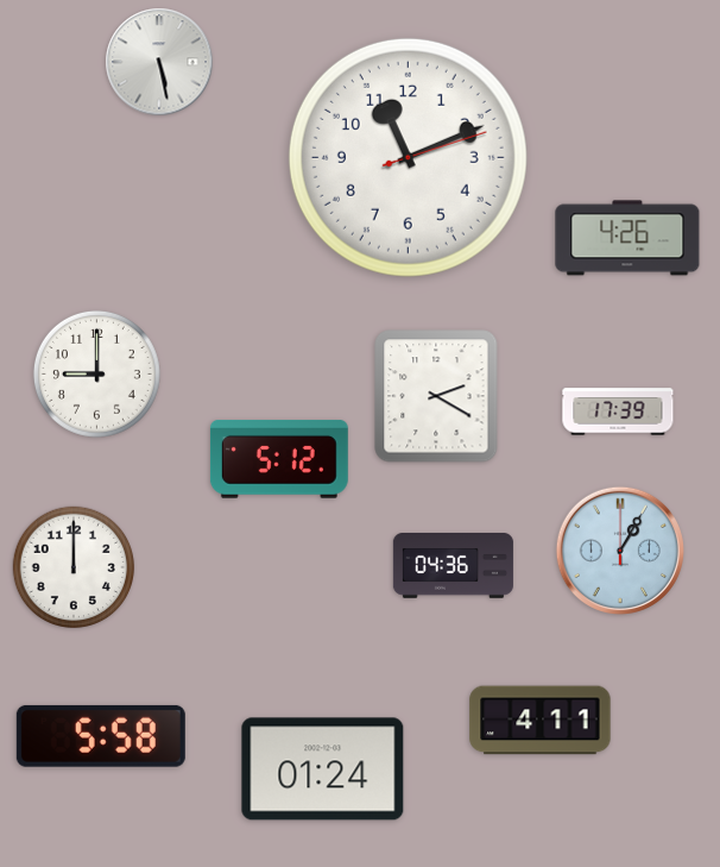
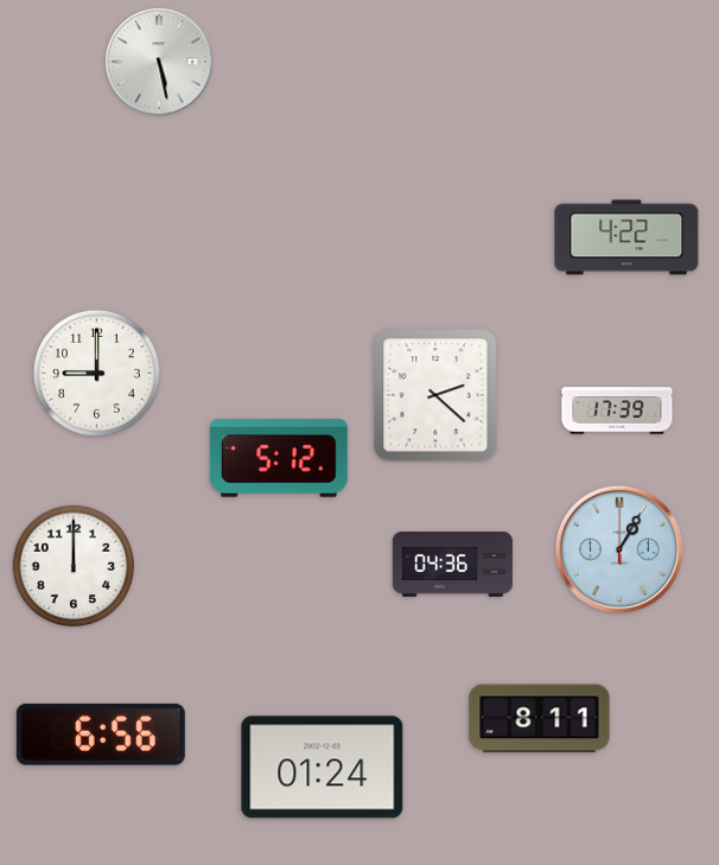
clock at (408, 157): 11:11 -> none
clock at (627, 238): 4:26 -> 4:22
clock at (436, 396): 2:20 -> 2:22
clock at (541, 721): 4:11 -> 8:11
clock at (101, 736): 5:58 -> 6:56
